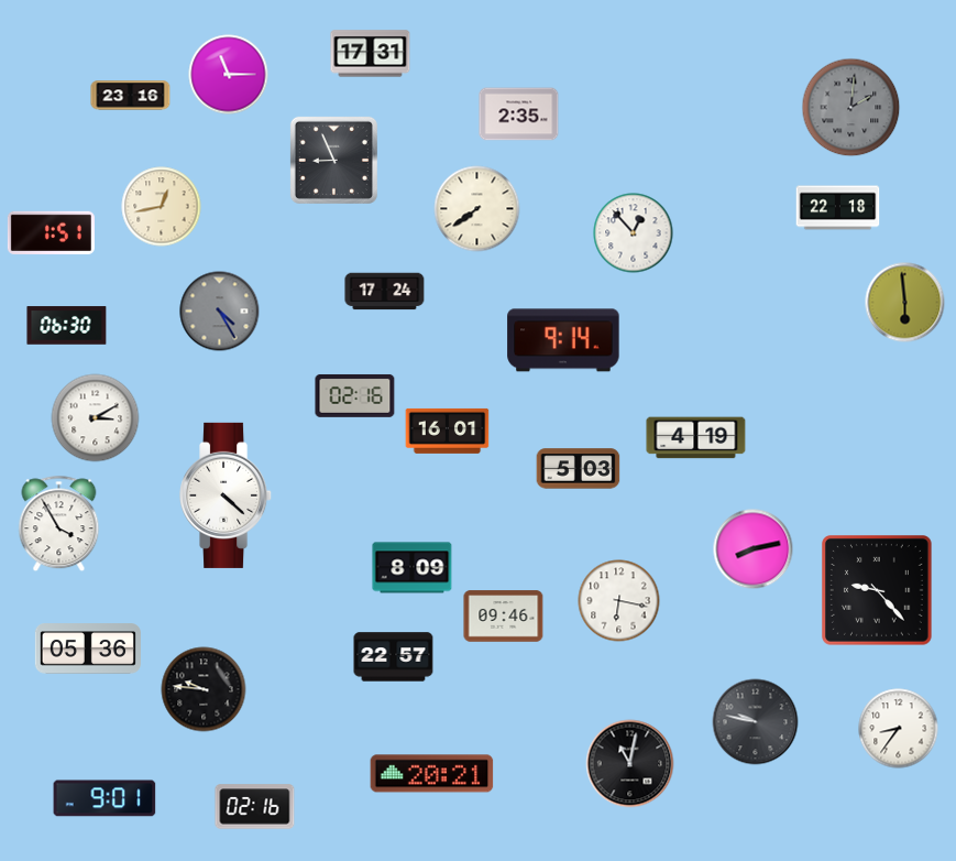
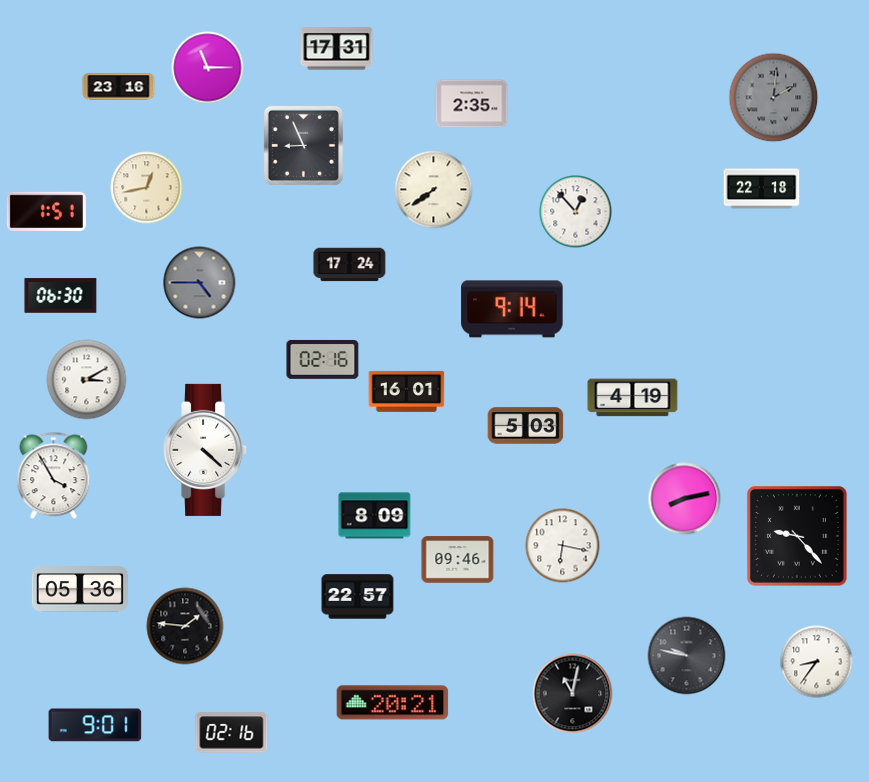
clock at (905, 303): 5:59 -> none
clock at (220, 312): 4:25 -> 4:45
clock at (204, 689): 9:46 -> 1:46
